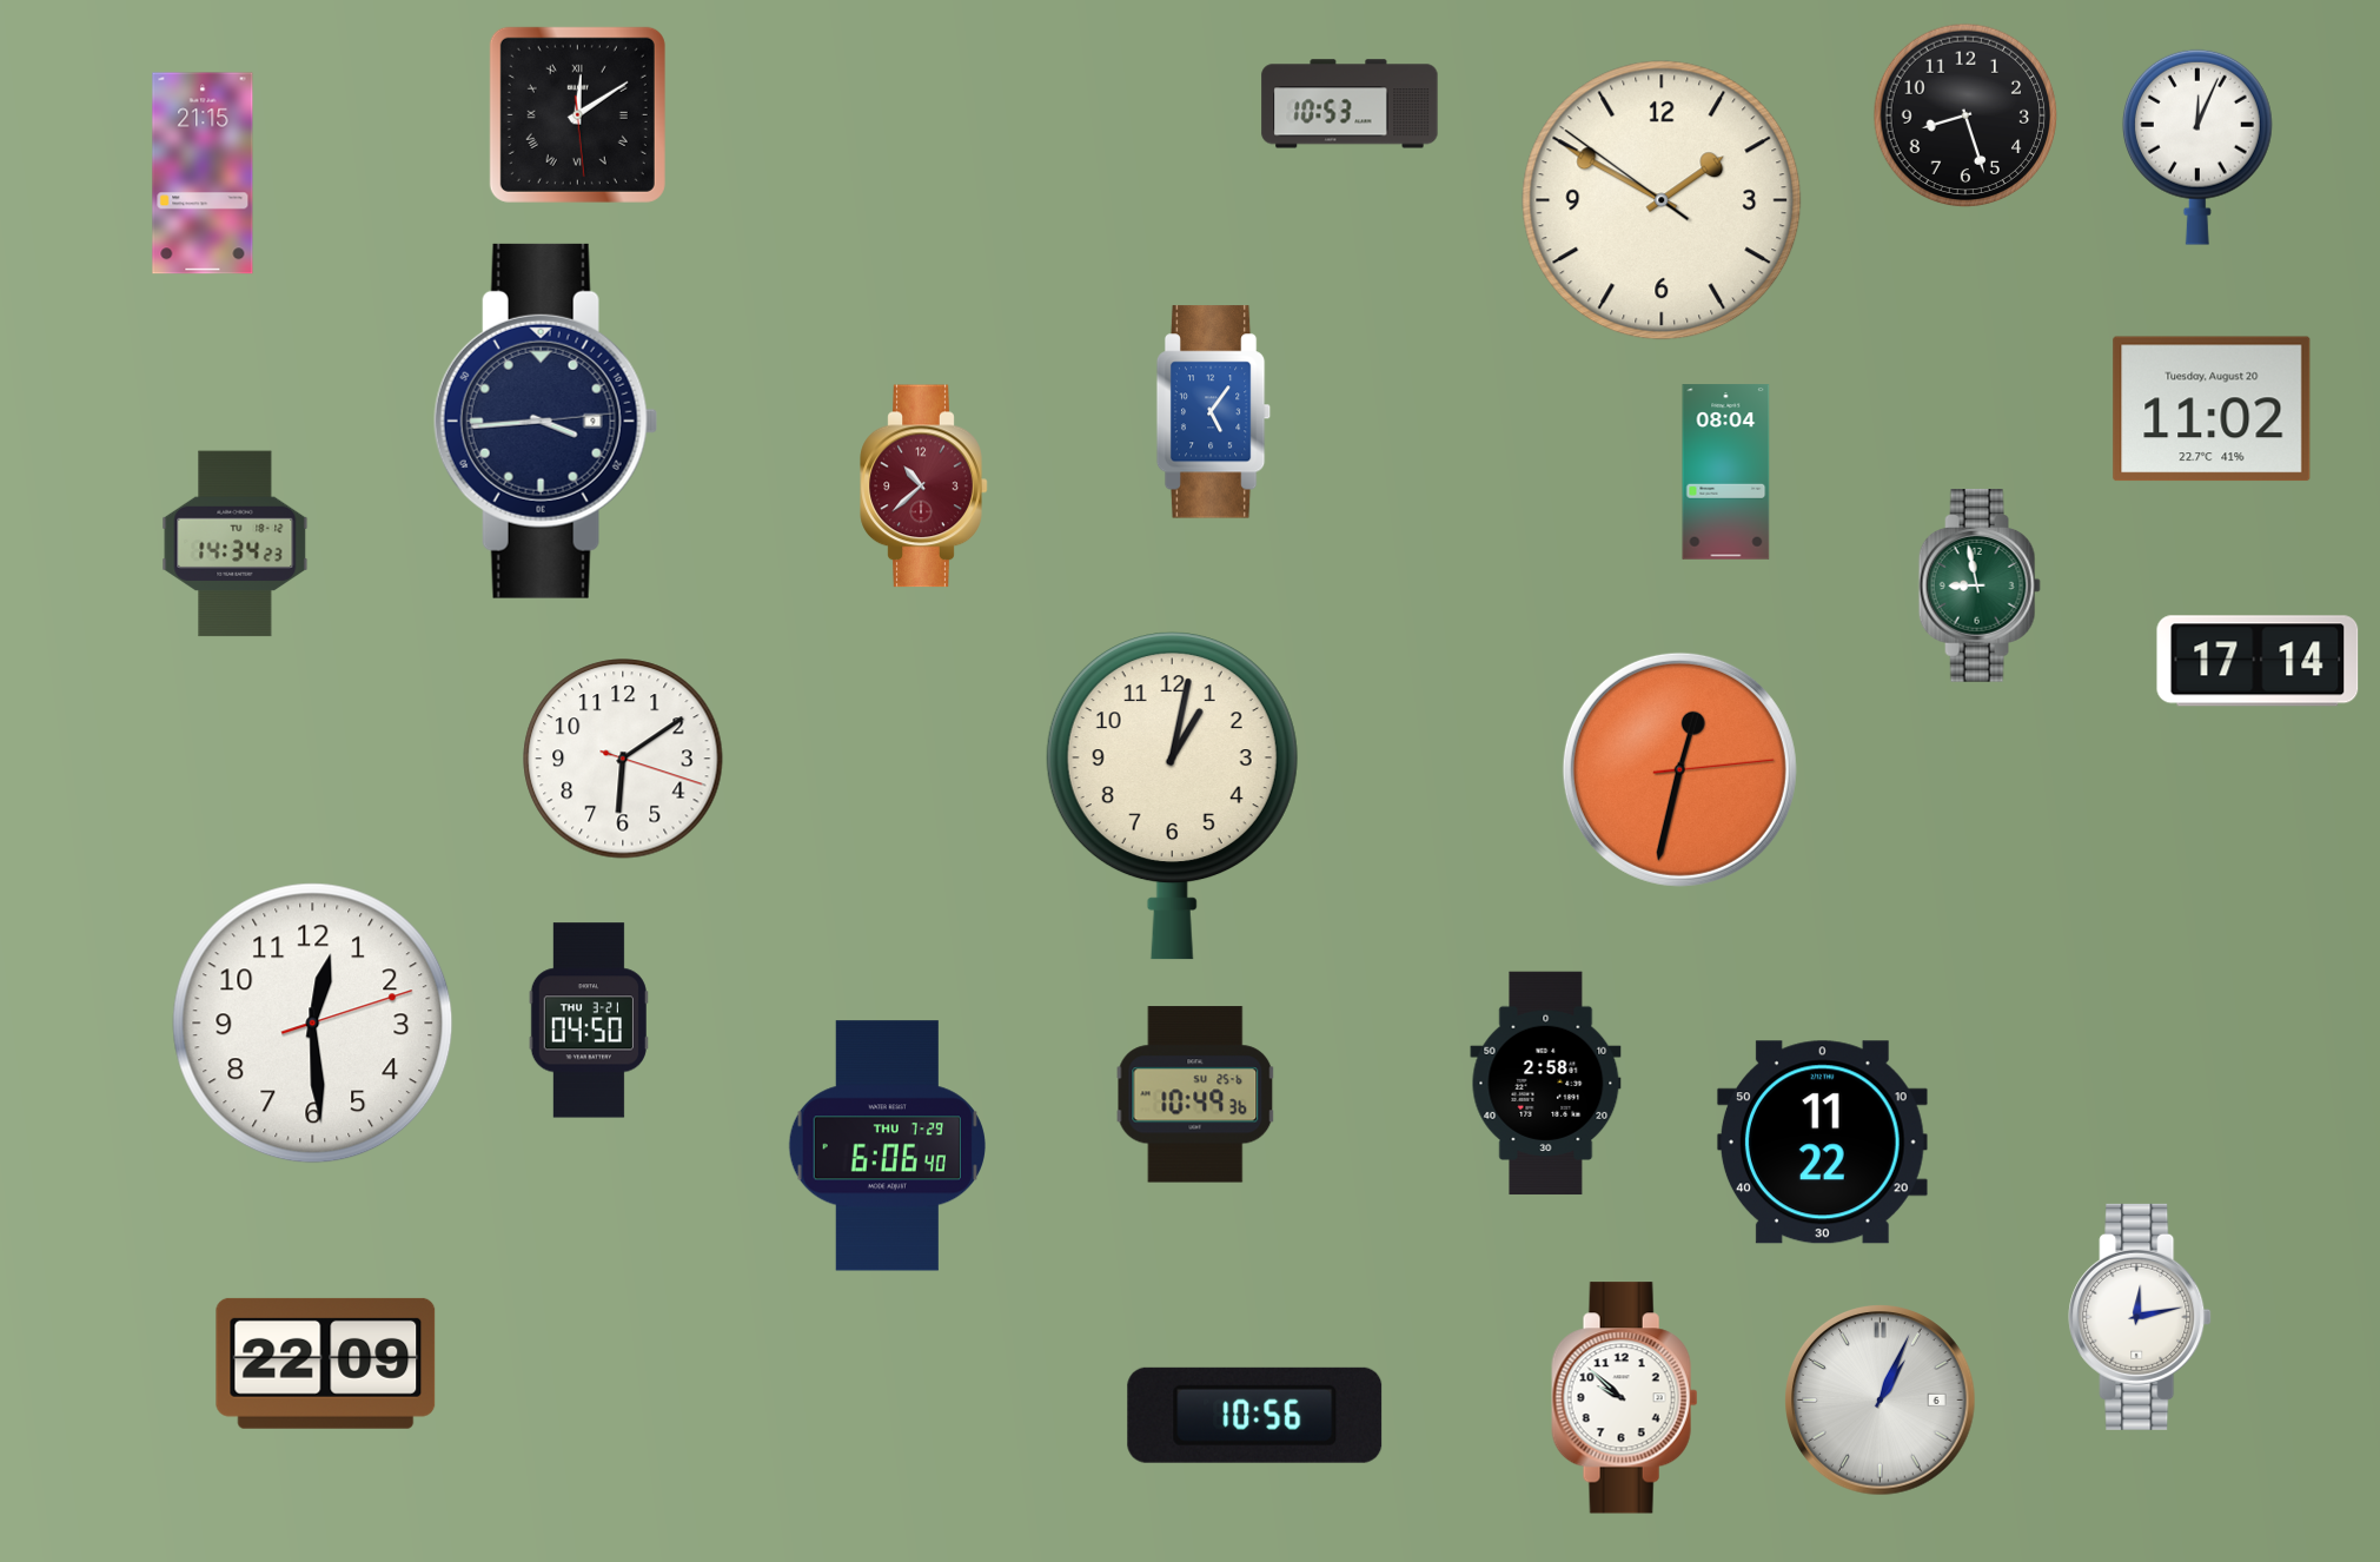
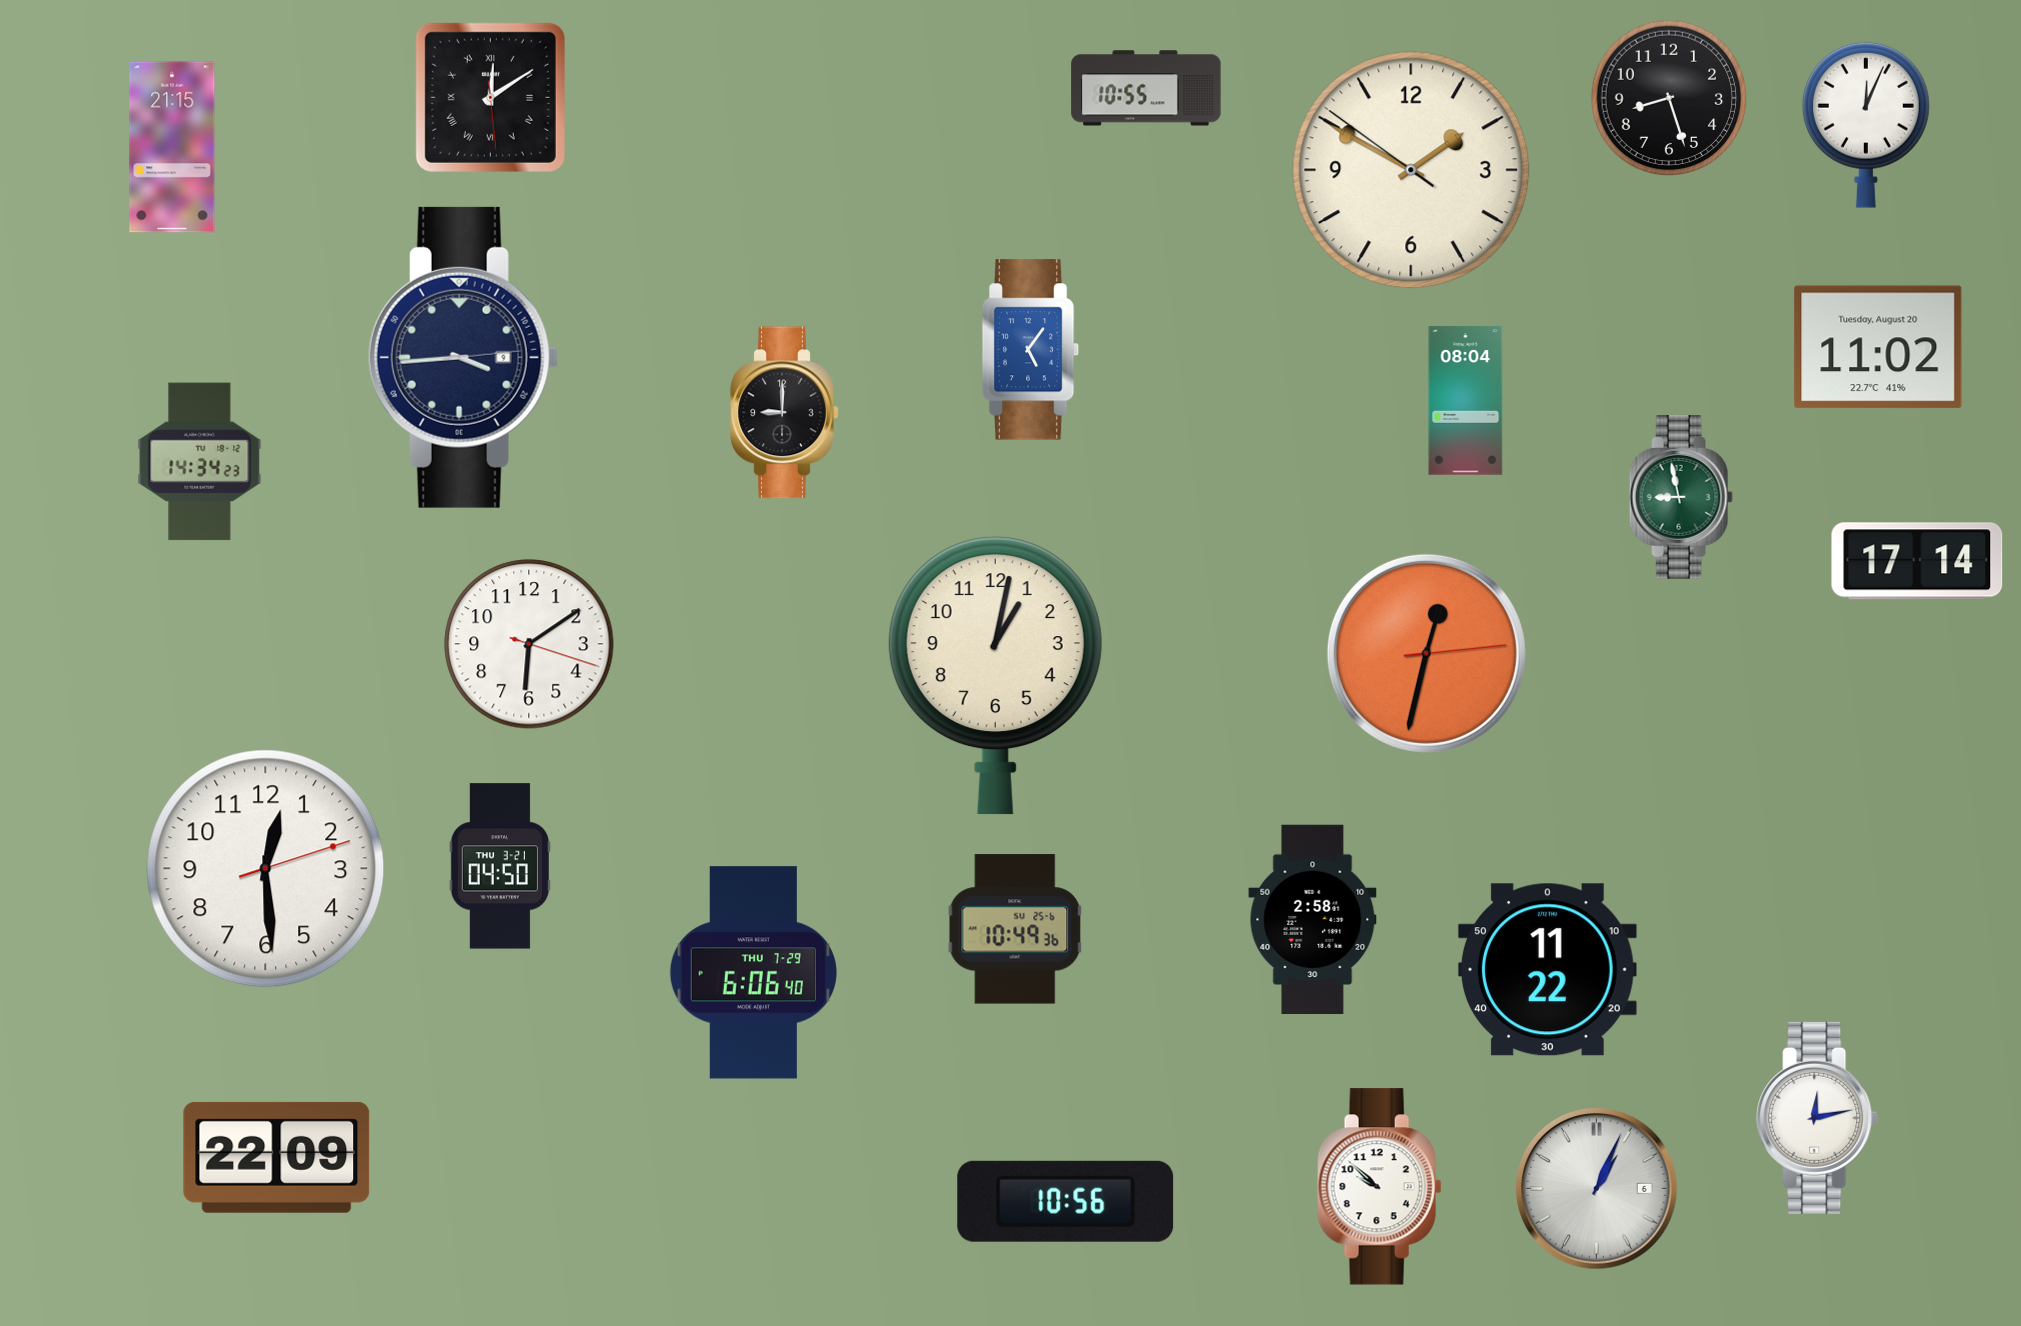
clock at (1350, 104): 10:53 -> 10:55
clock at (924, 487): 10:38 -> 9:00
clock at (924, 487) dial: burgundy -> black
